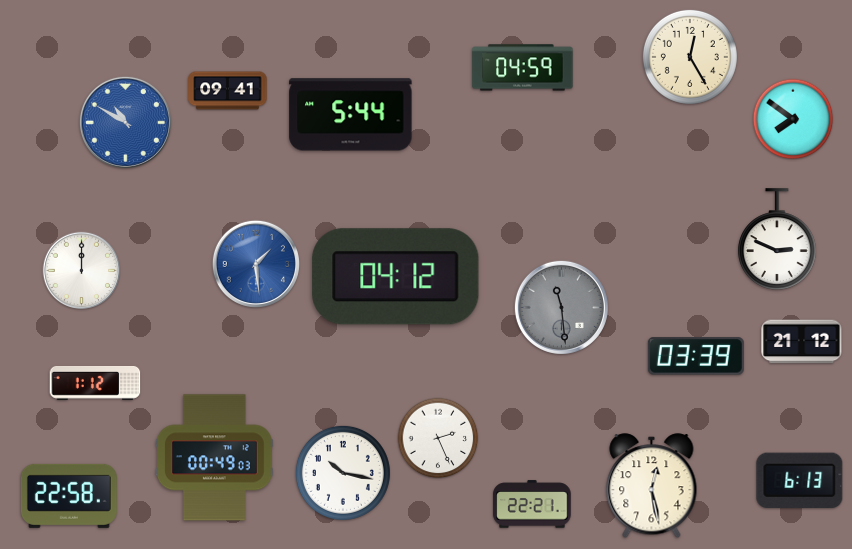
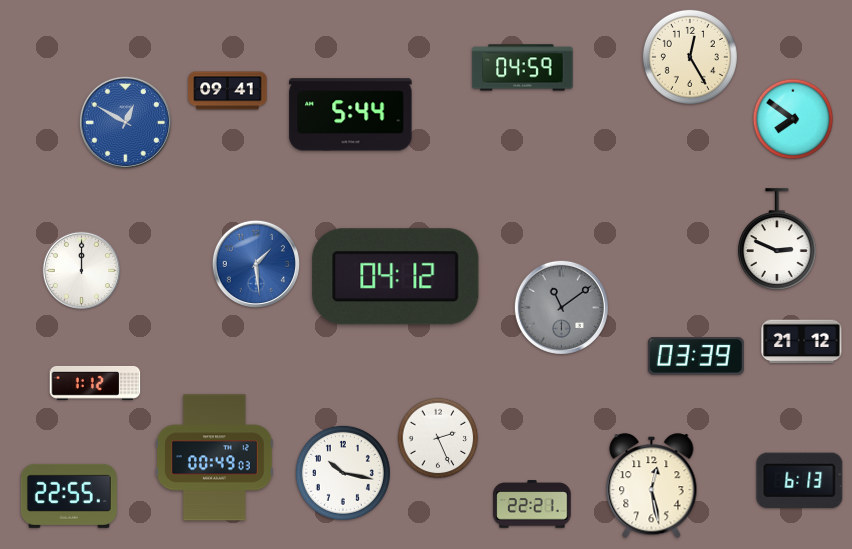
clock at (125, 122): 10:50 -> 12:50
clock at (561, 307): 11:29 -> 11:09
clock at (69, 496): 22:58 -> 22:55
